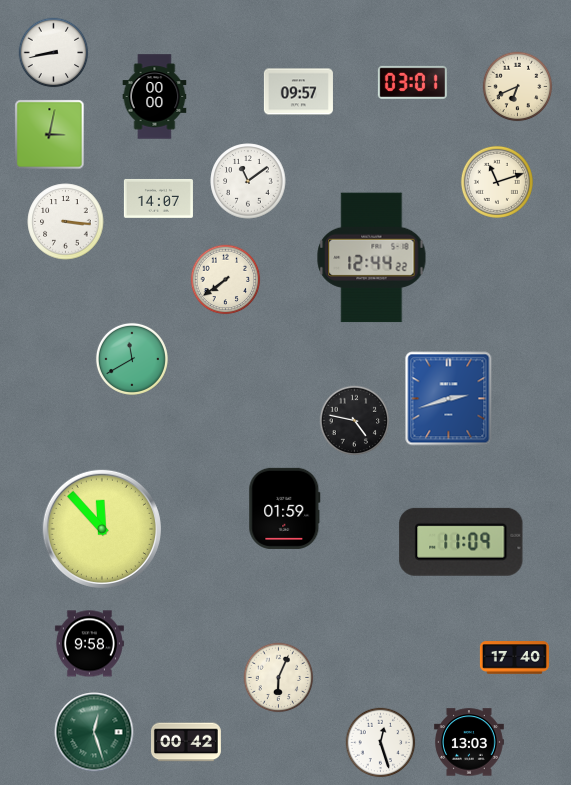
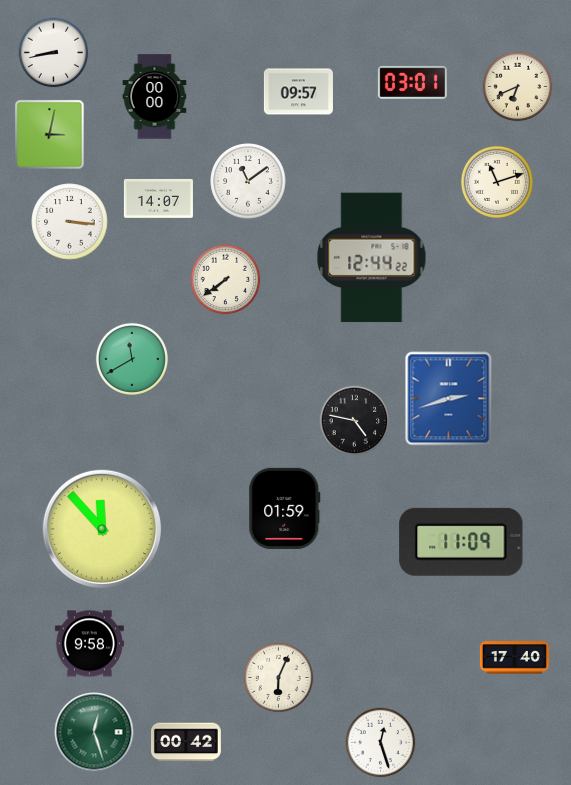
clock at (66, 222) position: (66, 222) -> (70, 222)
clock at (470, 742): 13:03 -> none
